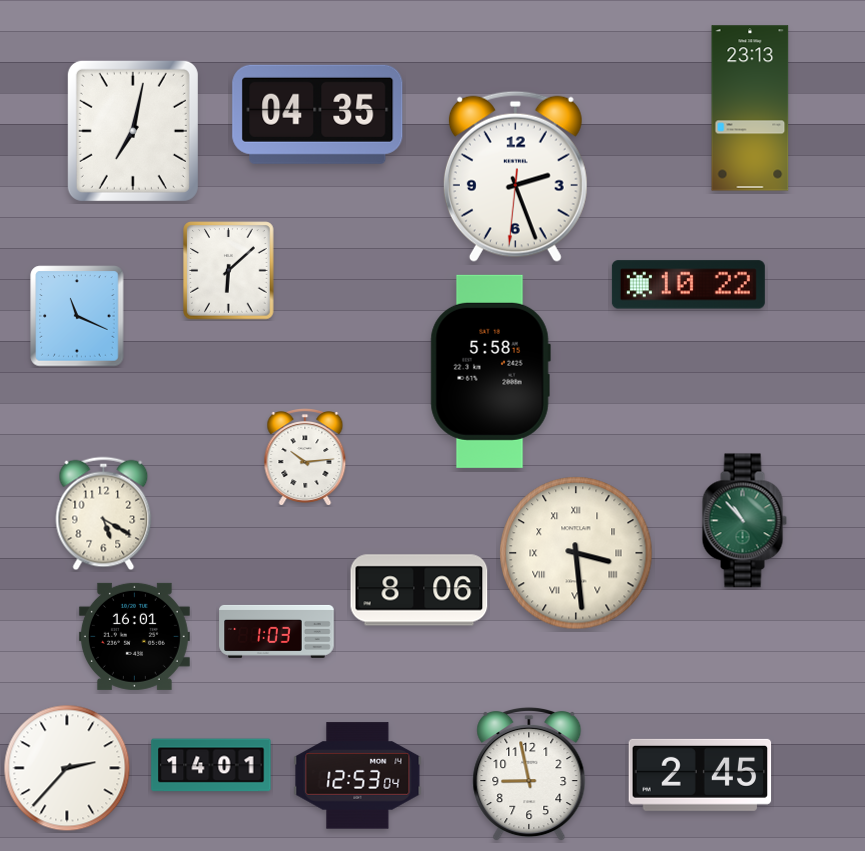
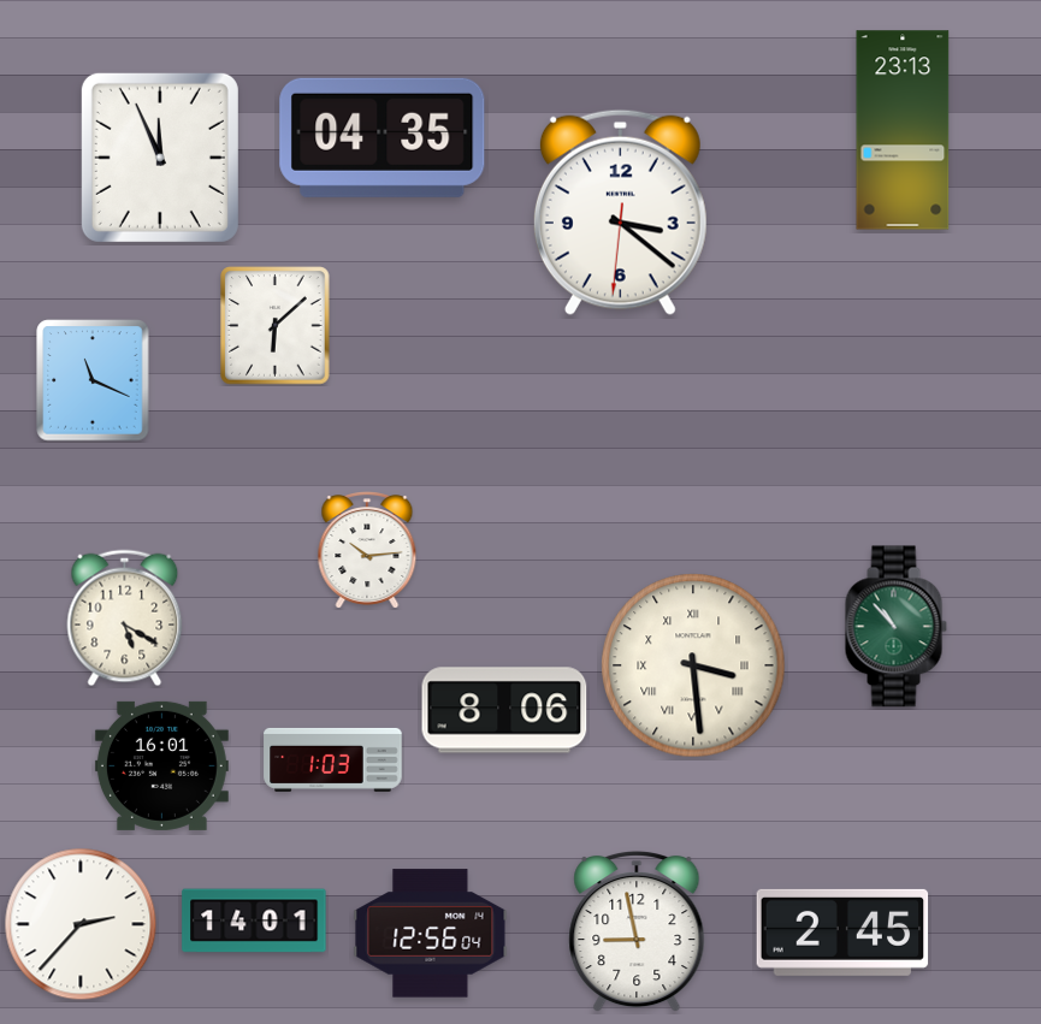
clock at (133, 131): 7:02 -> 11:56
clock at (515, 176): 2:26 -> 3:21
clock at (688, 285): 10:22 -> none
clock at (490, 371): 5:58 -> none
clock at (358, 776): 12:53 -> 12:56
